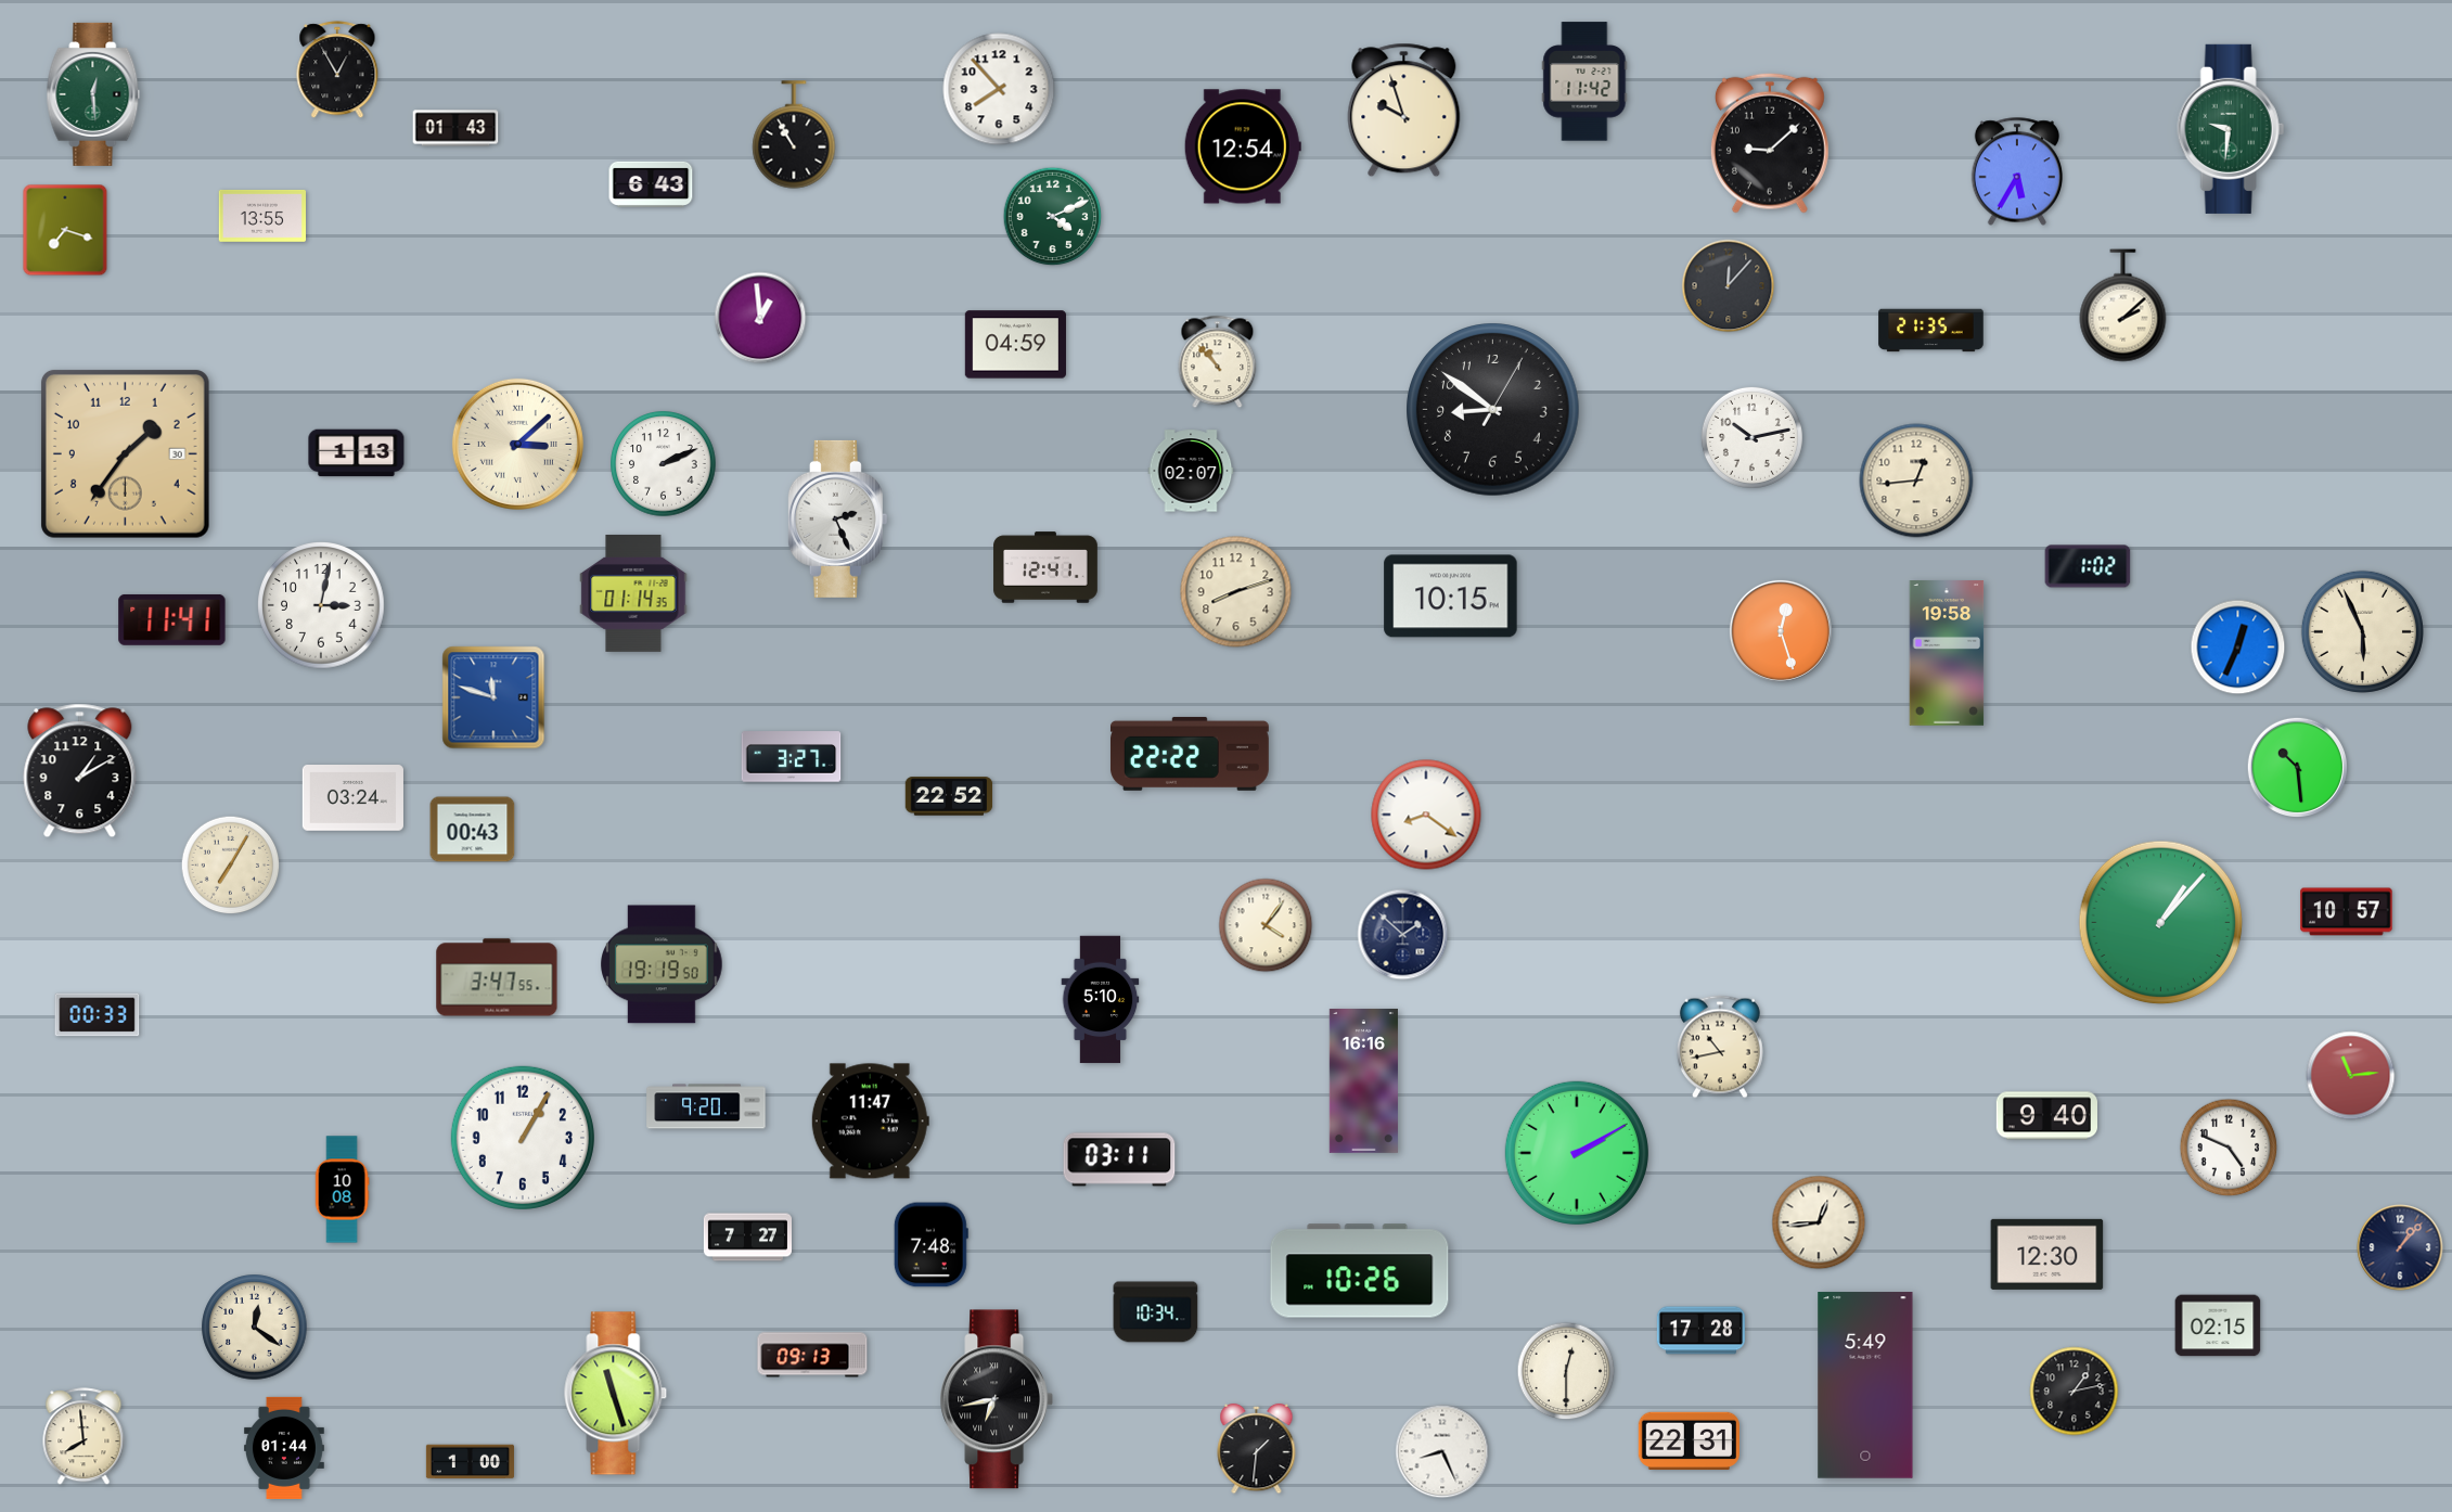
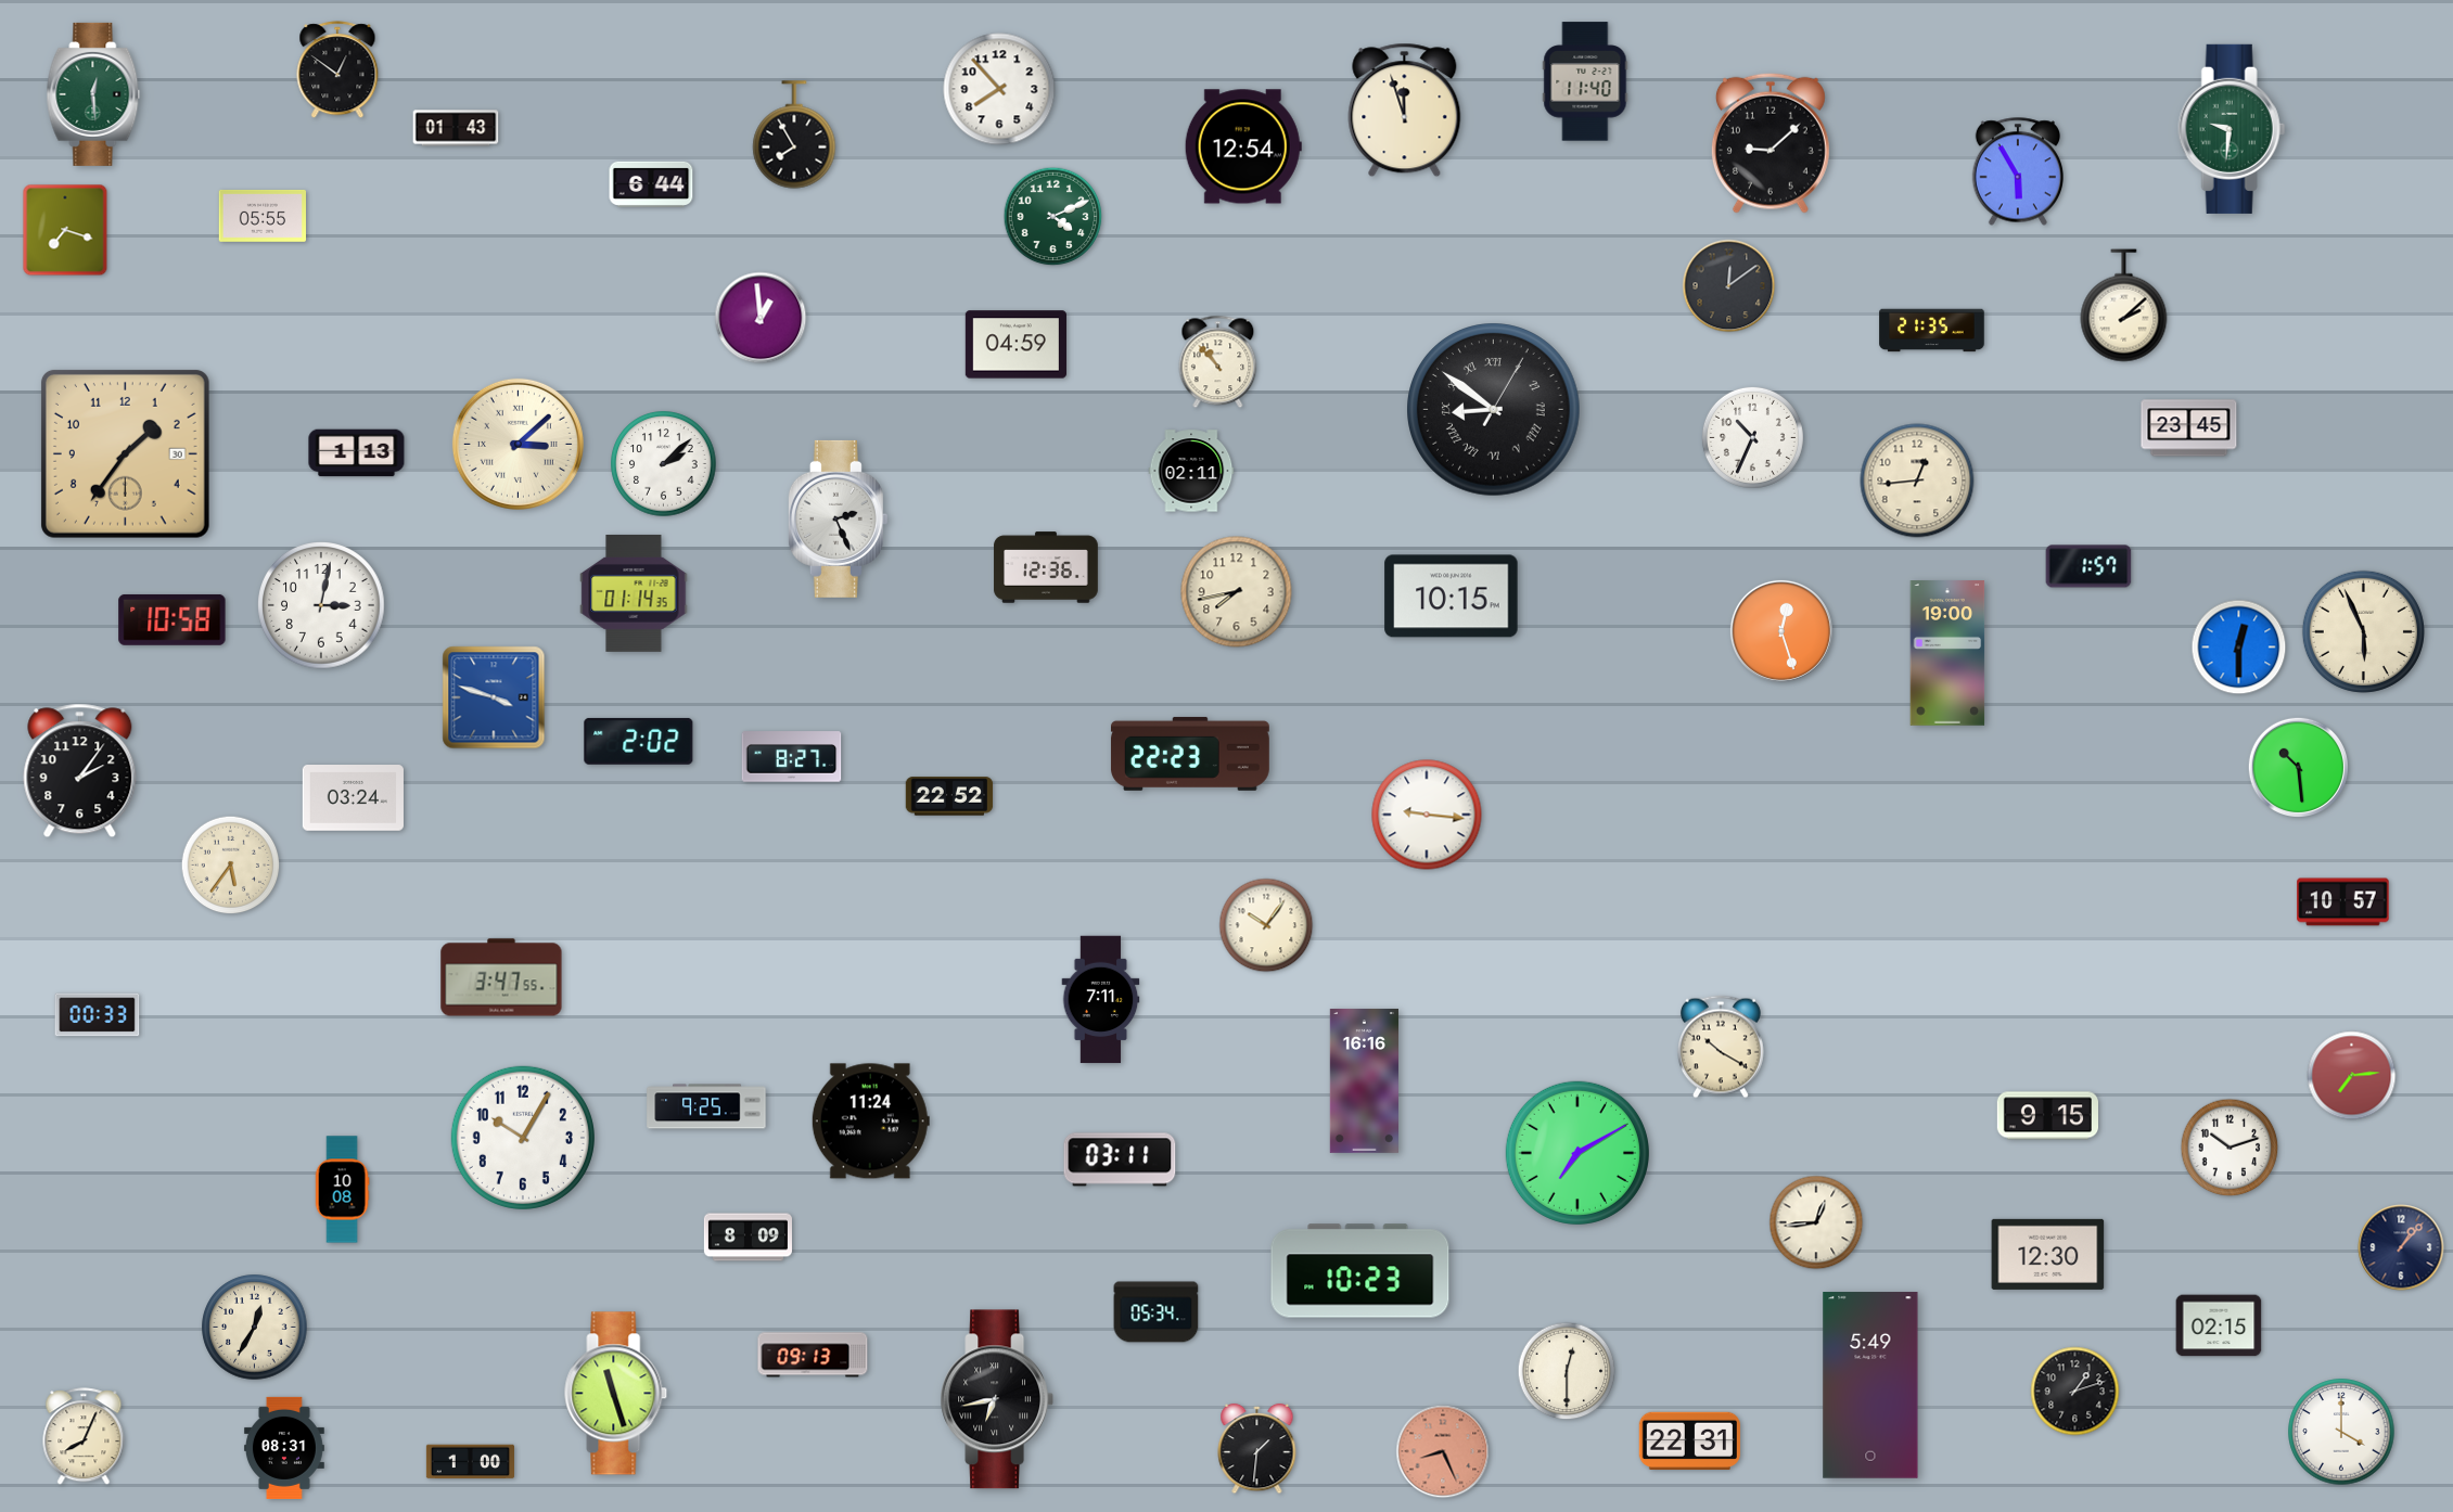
clock at (337, 71): 12:55 -> 12:51
clock at (1584, 81): 11:42 -> 11:40
clock at (1404, 111): 9:57 -> 11:57
clock at (794, 134): 10:55 -> 7:55
clock at (2016, 171): 5:35 -> 5:55
clock at (651, 184): 6:43 -> 6:44
clock at (262, 216): 13:55 -> 05:55
clock at (1729, 286): 12:07 -> 12:09
clock at (1493, 410) numerals: Arabic -> Roman
clock at (2189, 428): none -> 23:45
clock at (1751, 437): 10:13 -> 10:34
clock at (664, 464): 2:11 -> 2:08
clock at (1191, 471): 02:07 -> 02:11
clock at (2088, 566): 1:02 -> 1:57
clock at (1045, 567): 12:41 -> 12:36
clock at (1236, 592): 8:12 -> 7:43
clock at (172, 619): 11:41 -> 10:58
clock at (2238, 648): 12:34 -> 12:30
clock at (1947, 653): 19:58 -> 19:00
clock at (493, 697): 11:48 -> 3:48
clock at (639, 741): none -> 2:02
clock at (1190, 754): 22:22 -> 22:23
clock at (792, 757): 3:27 -> 8:27
clock at (80, 771): 1:10 -> 2:06
clock at (1426, 815): 8:21 -> 9:16
clock at (473, 830): 00:43 -> none
clock at (231, 866): 7:05 -> 5:36
clock at (2347, 912) position: (2347, 912) -> (2343, 902)
clock at (2161, 923): 1:07 -> none
clock at (1266, 925): 4:06 -> 10:06
clock at (1403, 935): 1:52 -> none
clock at (662, 964): 19:19 -> none
clock at (497, 977) position: (497, 977) -> (501, 977)
clock at (1101, 1000): 5:10 -> 7:11
clock at (1720, 1047): 10:43 -> 10:20
clock at (2351, 1076): 11:14 -> 7:14
clock at (706, 1106): 9:20 -> 9:25
clock at (2046, 1116): 9:40 -> 9:15
clock at (870, 1122): 11:47 -> 11:24
clock at (523, 1138): 1:05 -> 10:05
clock at (2229, 1148): 4:49 -> 10:12
clock at (1577, 1153): 2:10 -> 7:10
clock at (1819, 1222) position: (1819, 1222) -> (1816, 1222)
clock at (747, 1238): 7:27 -> 8:09
clock at (930, 1245): 7:48 -> none
clock at (1360, 1271): 10:26 -> 10:23
clock at (1156, 1312): 10:34 -> 05:34
clock at (255, 1328): 12:21 -> 12:35
clock at (1700, 1331): 17:28 -> none
clock at (1865, 1385) position: (1865, 1385) -> (1870, 1385)
clock at (2075, 1392): 1:13 -> 1:12
clock at (2341, 1432): none -> 4:00
clock at (84, 1437): 7:59 -> 8:04
clock at (284, 1448): 01:44 -> 08:31
clock at (1442, 1451) dial: white -> salmon
